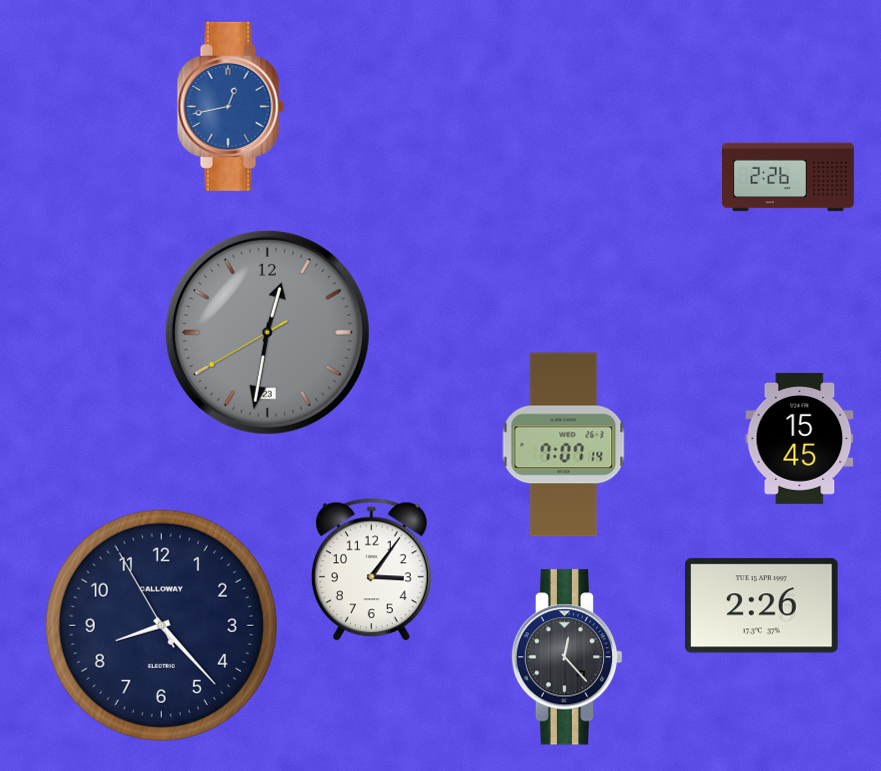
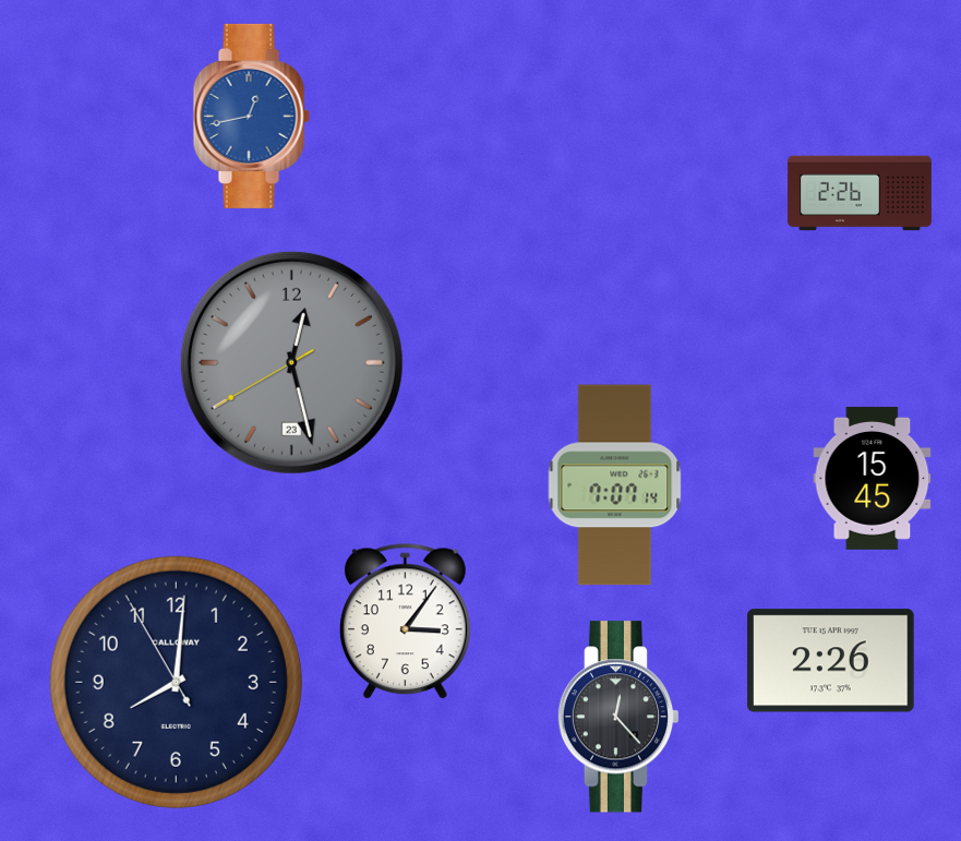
clock at (267, 332): 12:31 -> 12:27
clock at (161, 625): 8:22 -> 8:00
